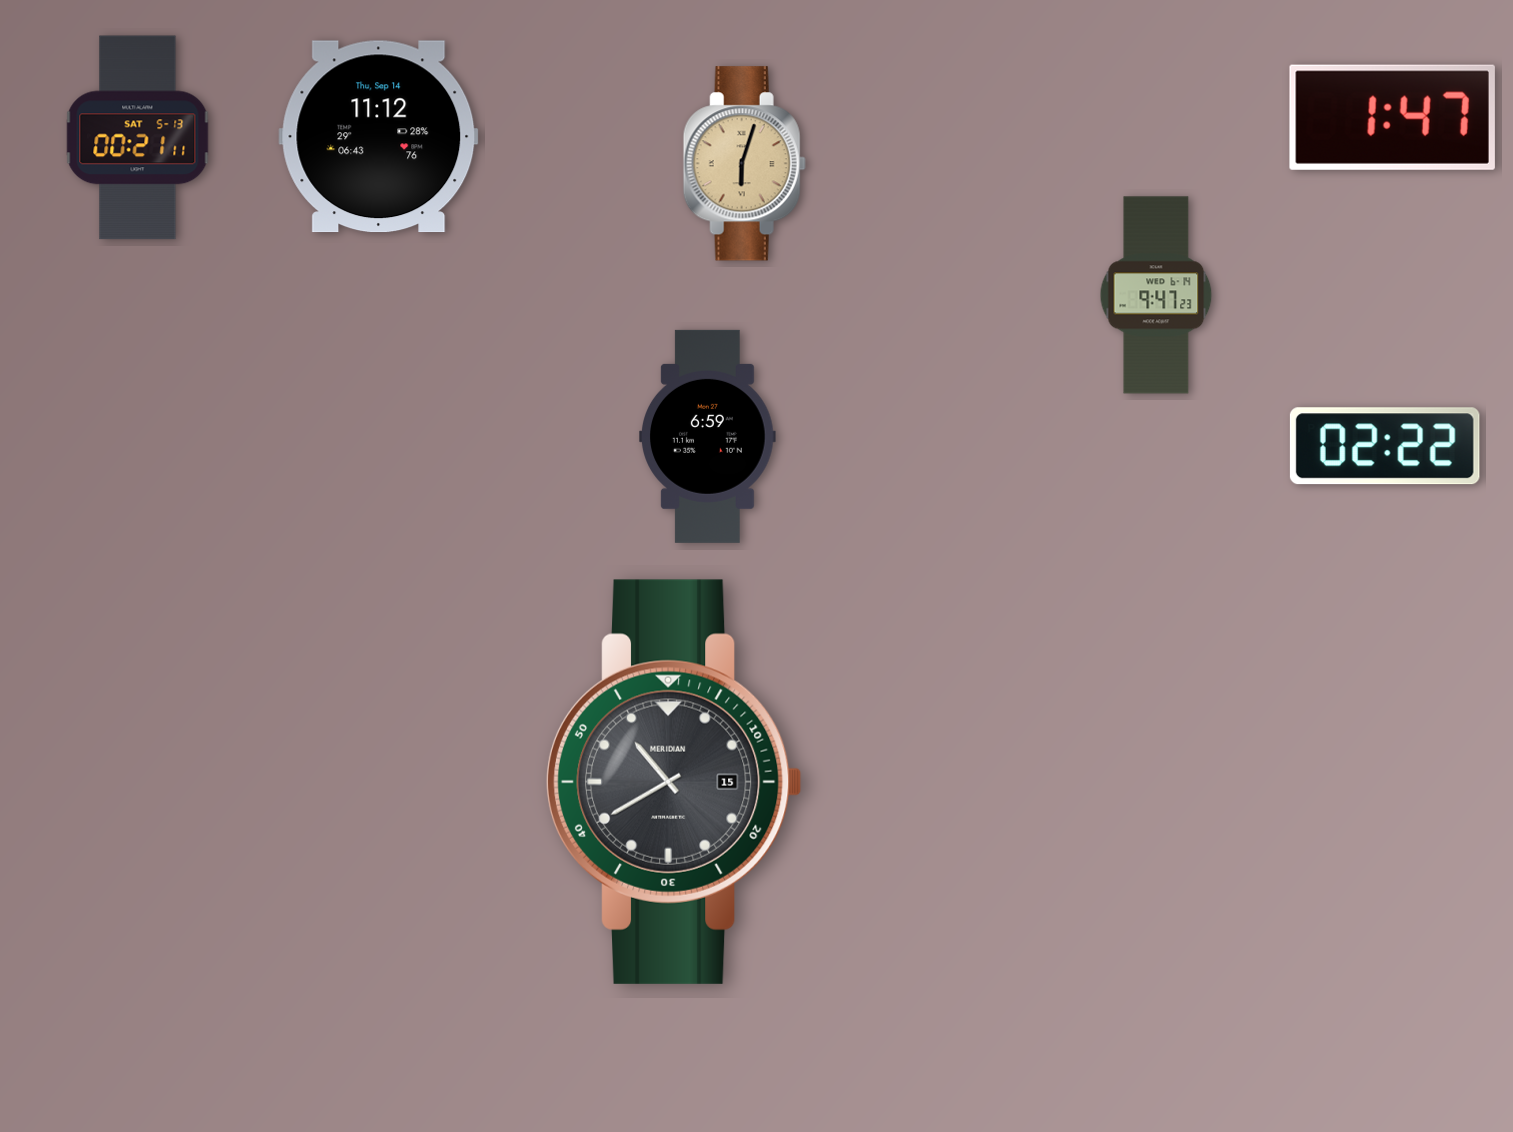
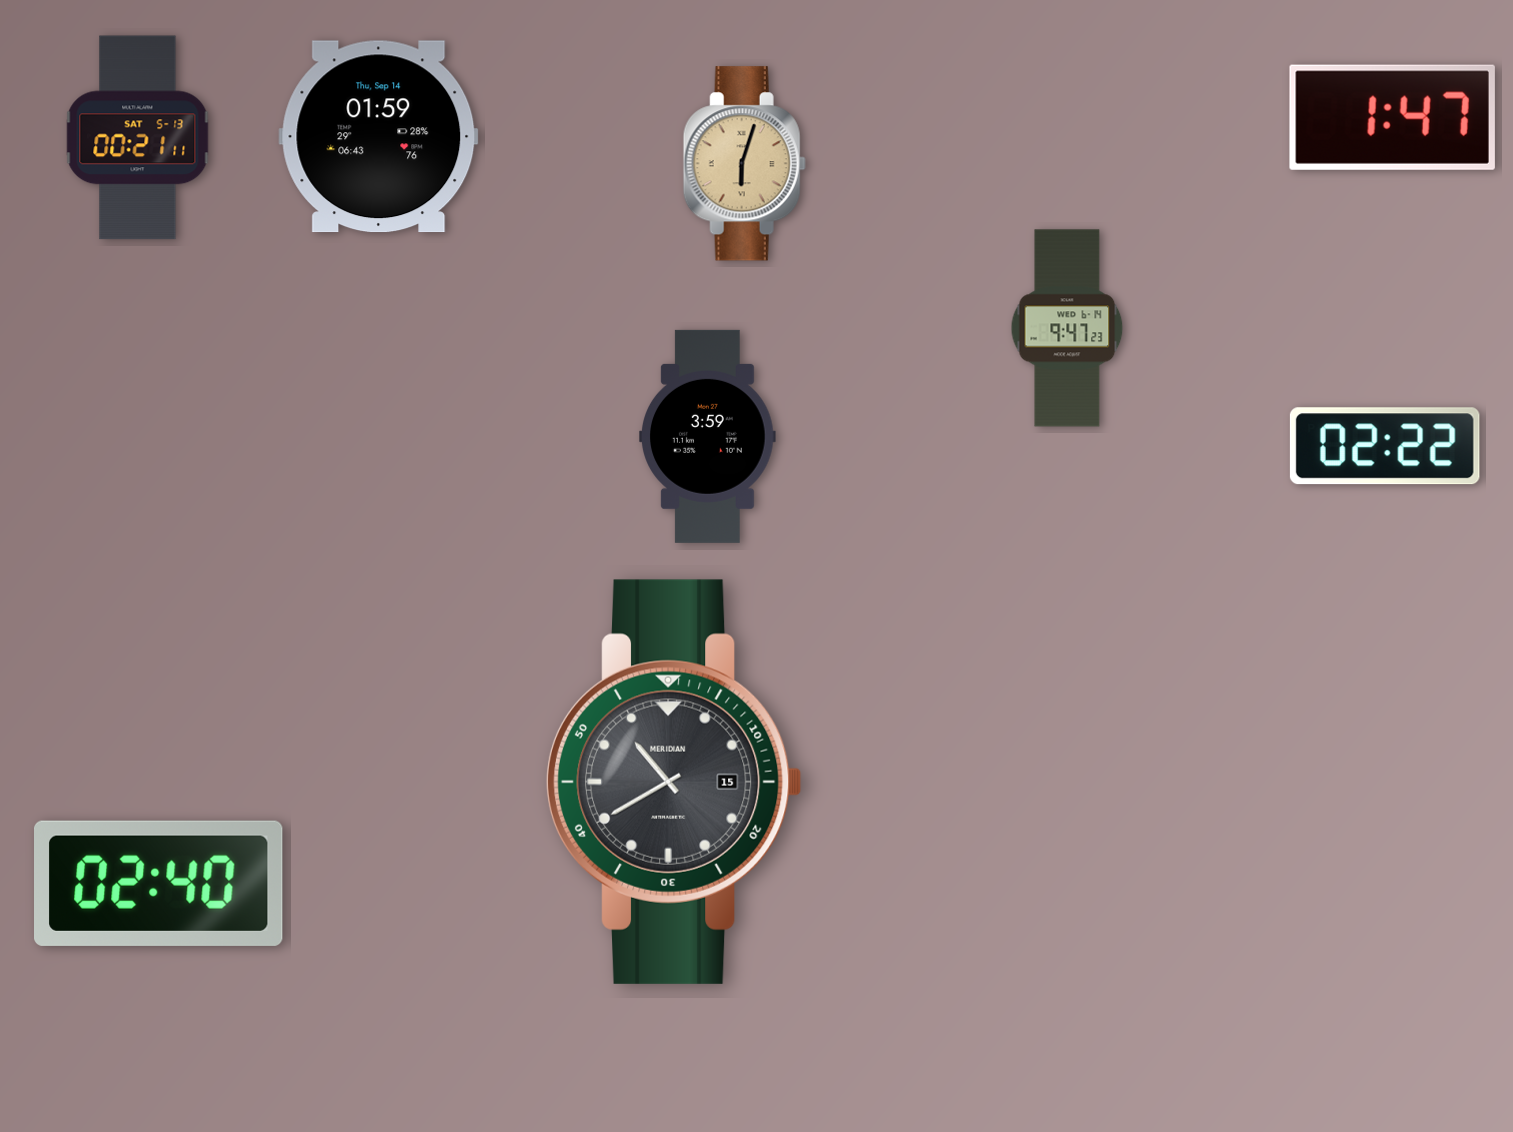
clock at (379, 137): 11:12 -> 01:59
clock at (1156, 295) position: (1156, 295) -> (1067, 328)
clock at (708, 436): 6:59 -> 3:59
clock at (159, 883): none -> 02:40
